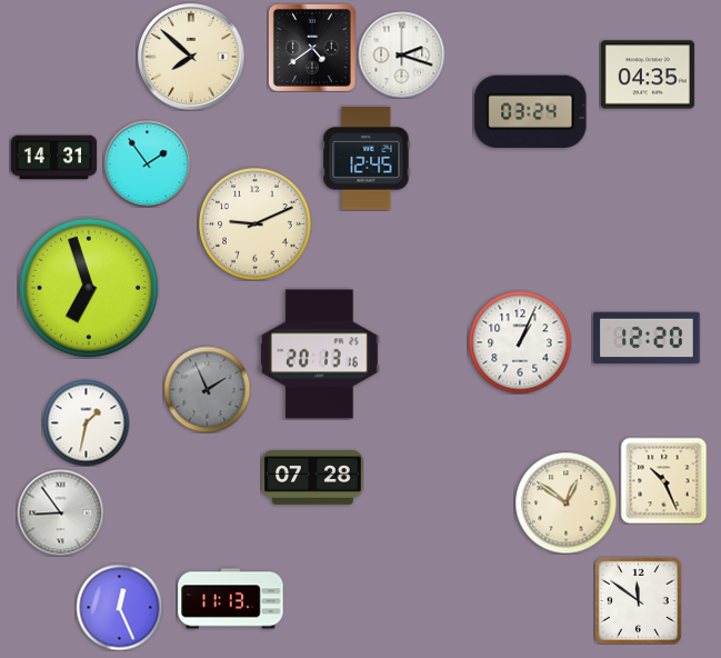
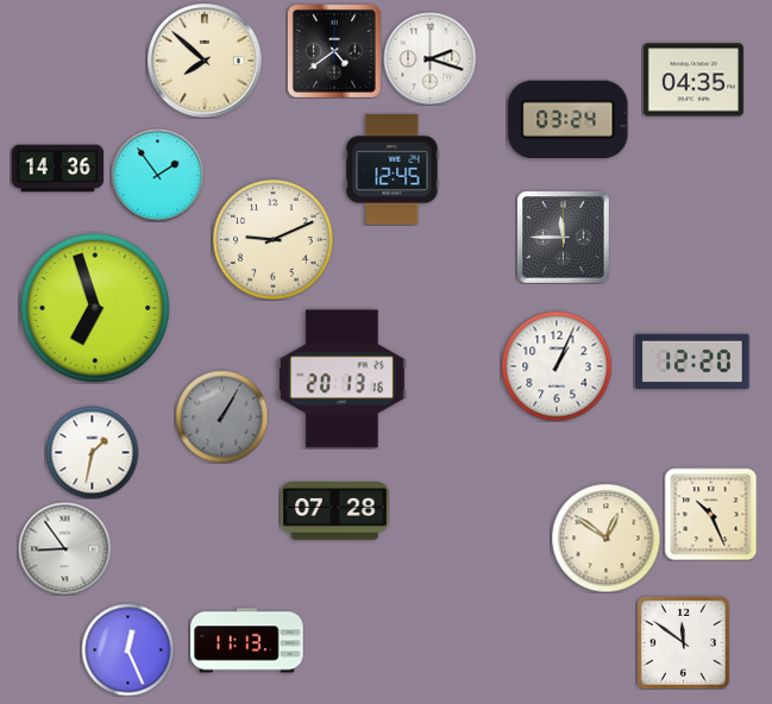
clock at (53, 158): 14:31 -> 14:36
clock at (563, 237): none -> 11:45
clock at (207, 389): 1:56 -> 1:05
